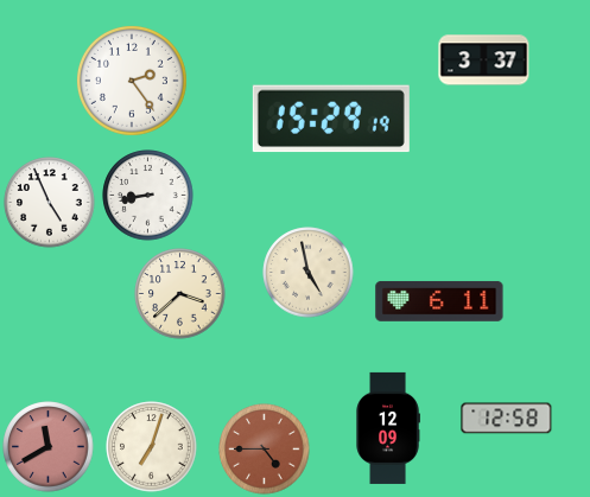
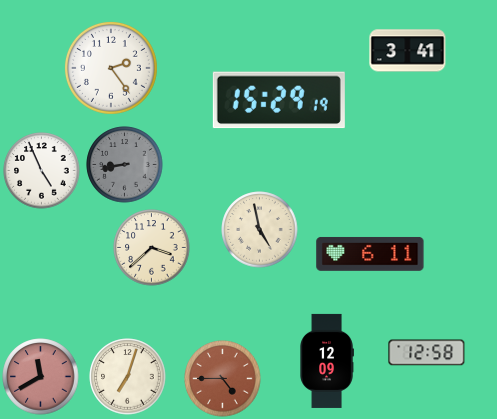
clock at (484, 60): 3:37 -> 3:41
clock at (148, 196) dial: white -> grey
